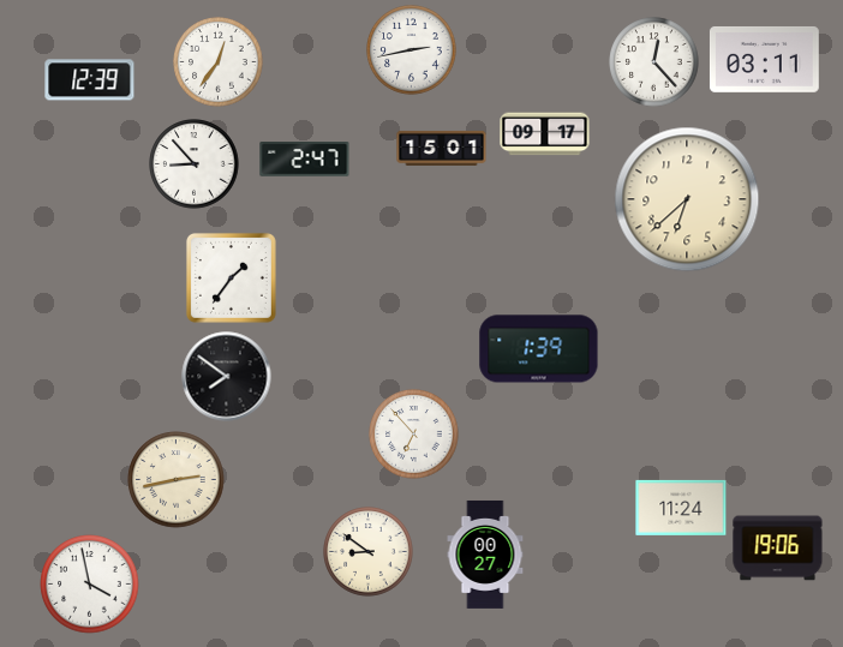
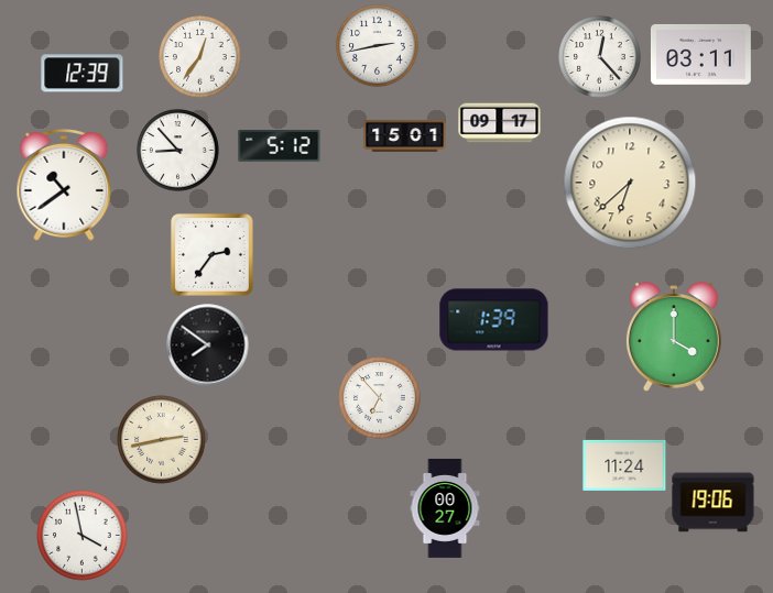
clock at (305, 160): 2:47 -> 5:12
clock at (64, 186): none -> 10:39
clock at (231, 277): 1:36 -> 2:36
clock at (674, 338): none -> 4:00
clock at (369, 552): 8:51 -> none
